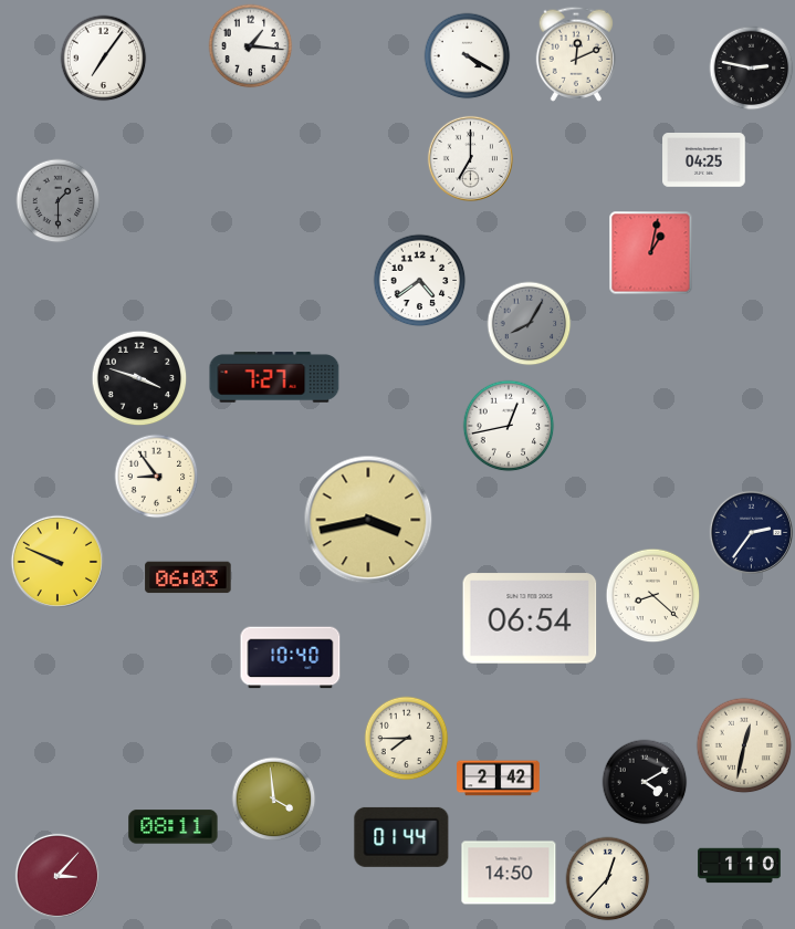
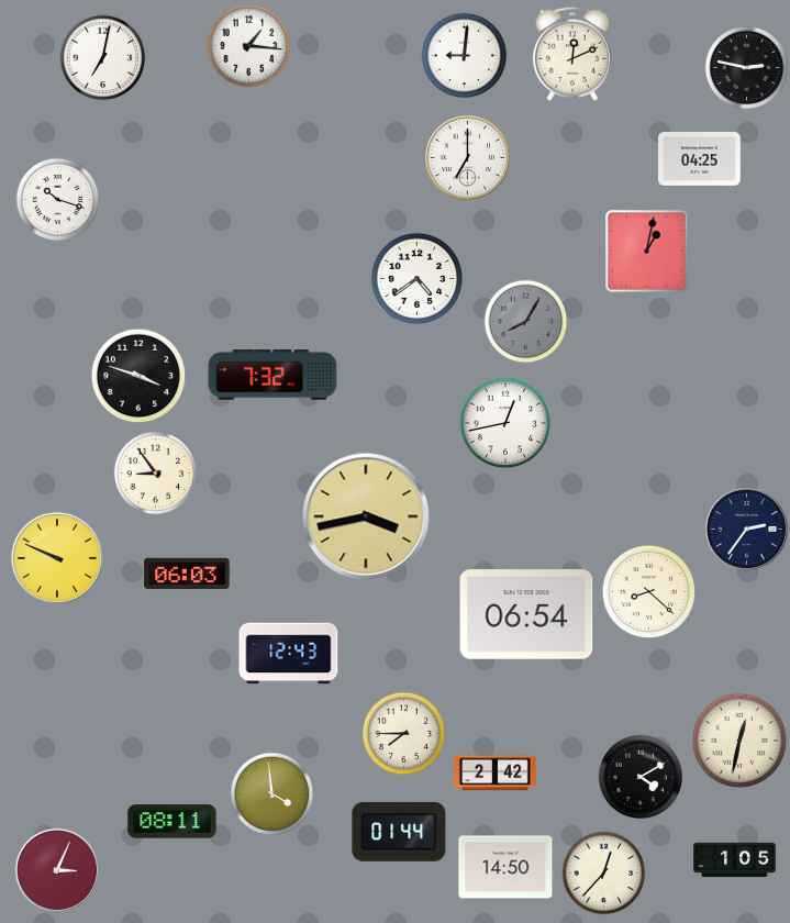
clock at (468, 56): 4:20 -> 9:01
clock at (104, 59): 7:06 -> 7:02
clock at (59, 201): 1:30 -> 10:18
clock at (59, 201) dial: grey -> white
clock at (274, 377): 7:27 -> 7:32
clock at (291, 658): 10:40 -> 12:43
clock at (740, 866): 1:10 -> 1:05
clock at (57, 876): 3:07 -> 3:04
